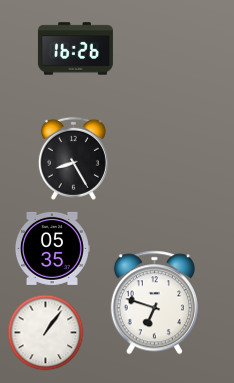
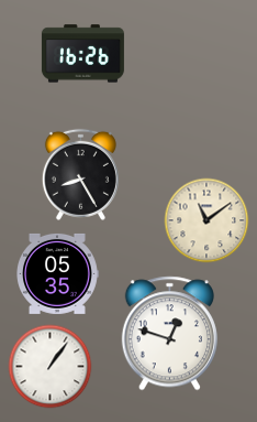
clock at (206, 220): none -> 11:09
clock at (154, 303): 6:48 -> 12:48
